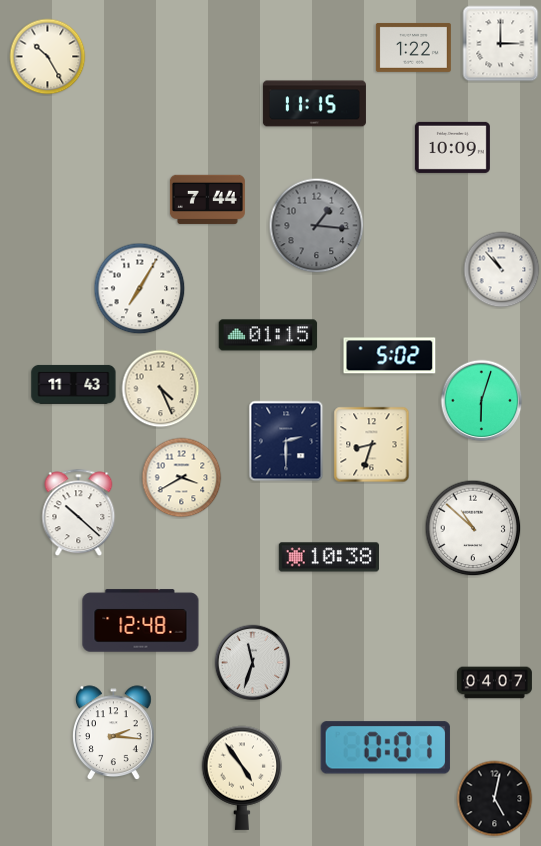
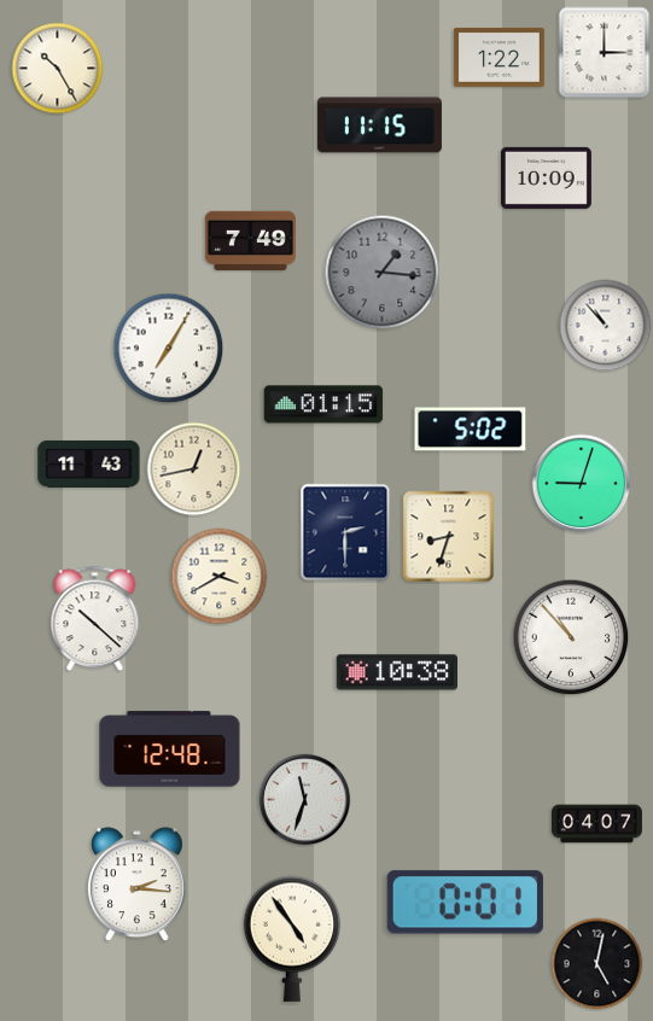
clock at (207, 199): 7:44 -> 7:49
clock at (161, 389): 4:26 -> 12:43
clock at (482, 401): 6:03 -> 9:03
clock at (473, 528): 10:52 -> 10:53
